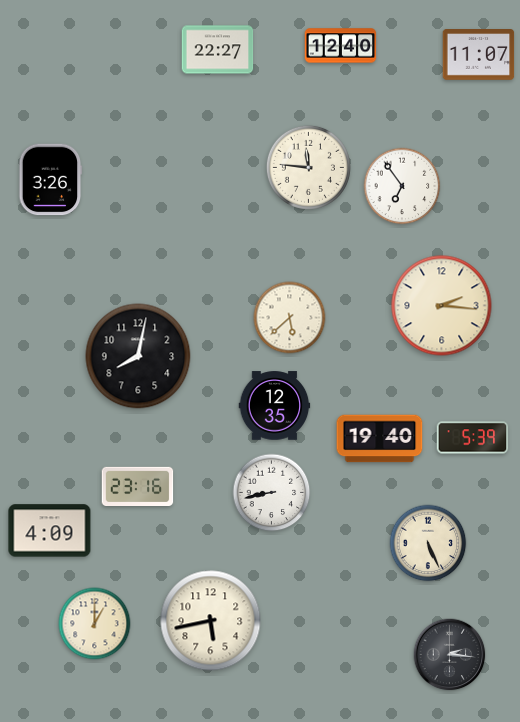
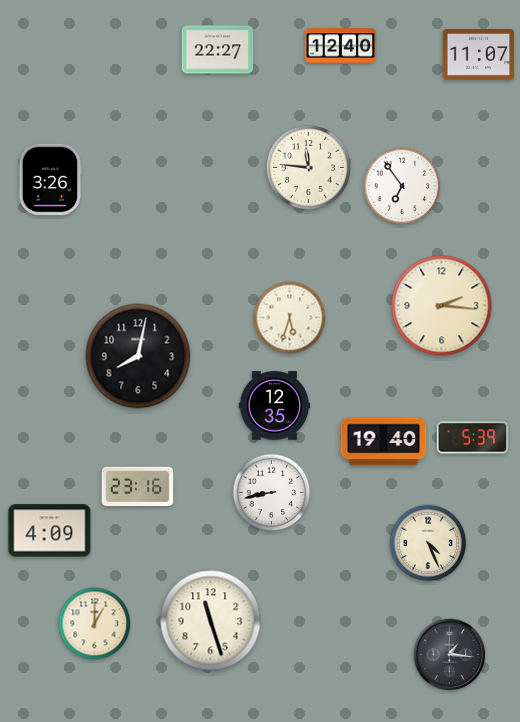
clock at (290, 318): 5:38 -> 5:33
clock at (380, 439) position: (380, 439) -> (384, 442)
clock at (428, 543): 5:26 -> 4:26
clock at (211, 621): 5:43 -> 11:27
clock at (450, 655): 2:16 -> 1:16
